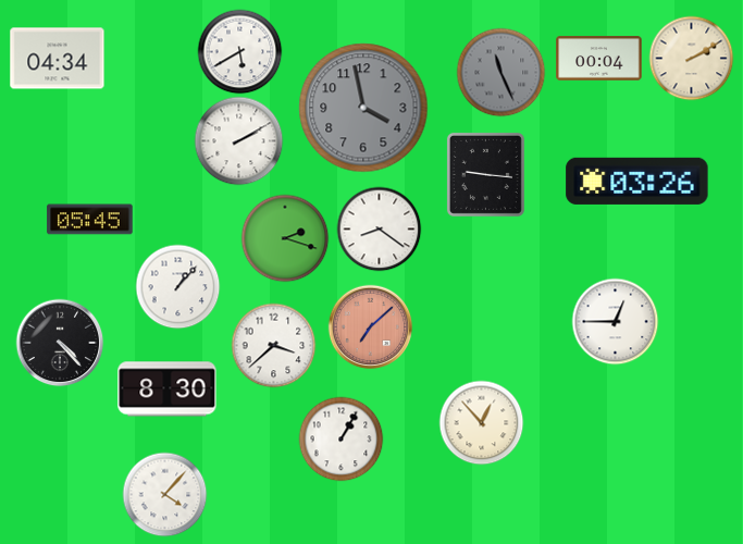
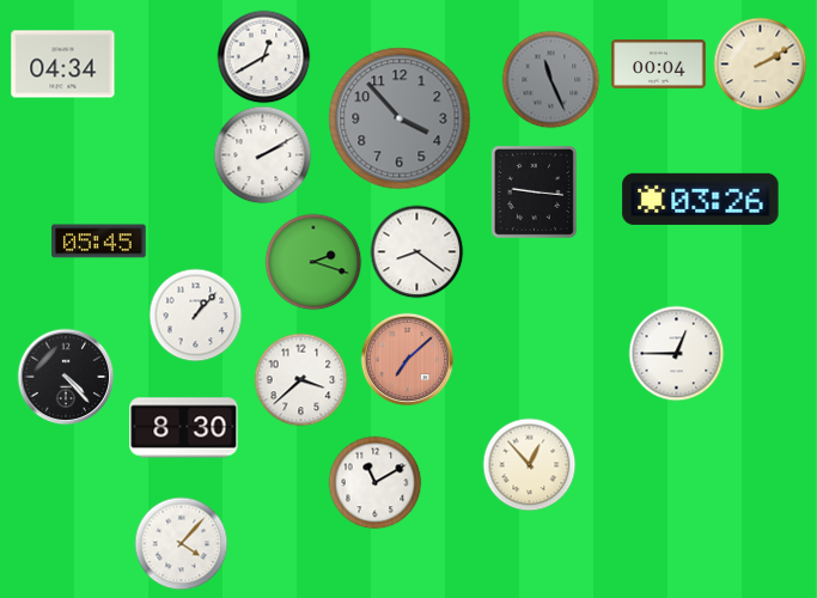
clock at (239, 51): 5:40 -> 12:40
clock at (363, 108): 3:58 -> 3:53
clock at (340, 438): 1:05 -> 11:10
